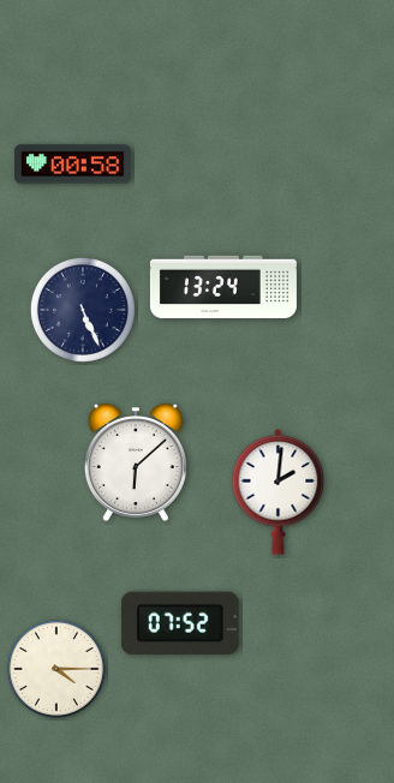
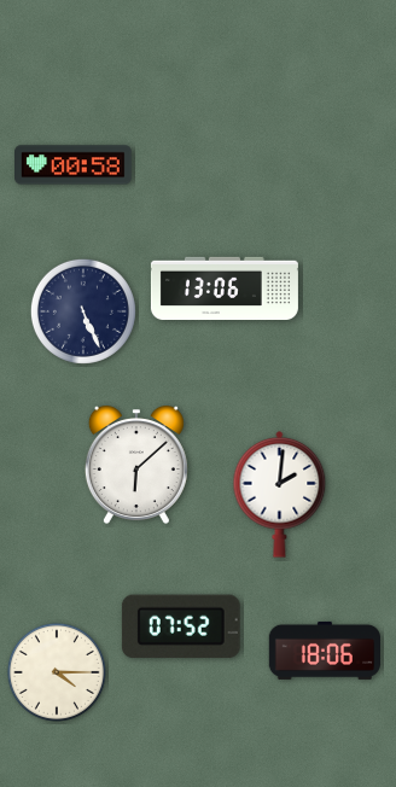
clock at (223, 286): 13:24 -> 13:06
clock at (324, 651): none -> 18:06
